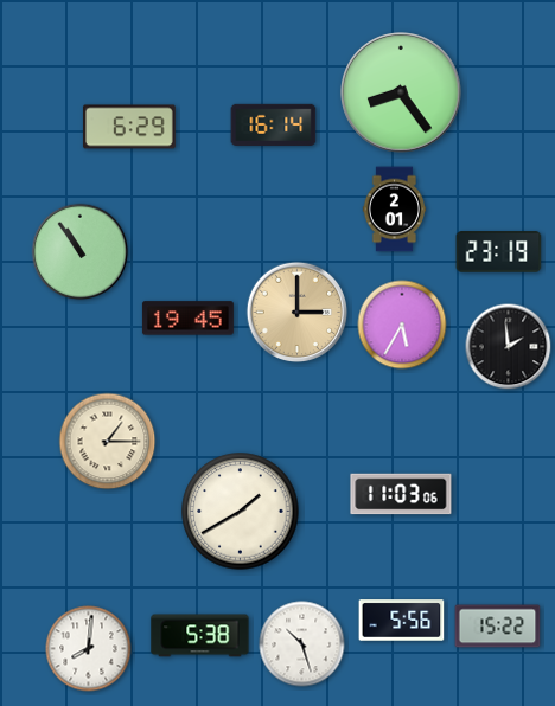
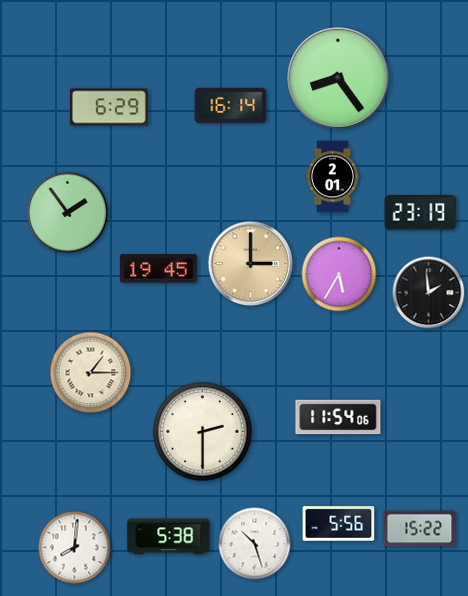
clock at (81, 252): 10:54 -> 1:54
clock at (401, 494): 11:03 -> 11:54
clock at (241, 512): 1:40 -> 2:30
